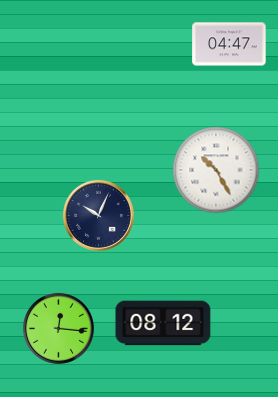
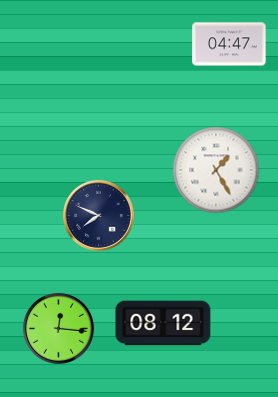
clock at (216, 170): 10:25 -> 1:25
clock at (98, 215): 10:04 -> 7:49
